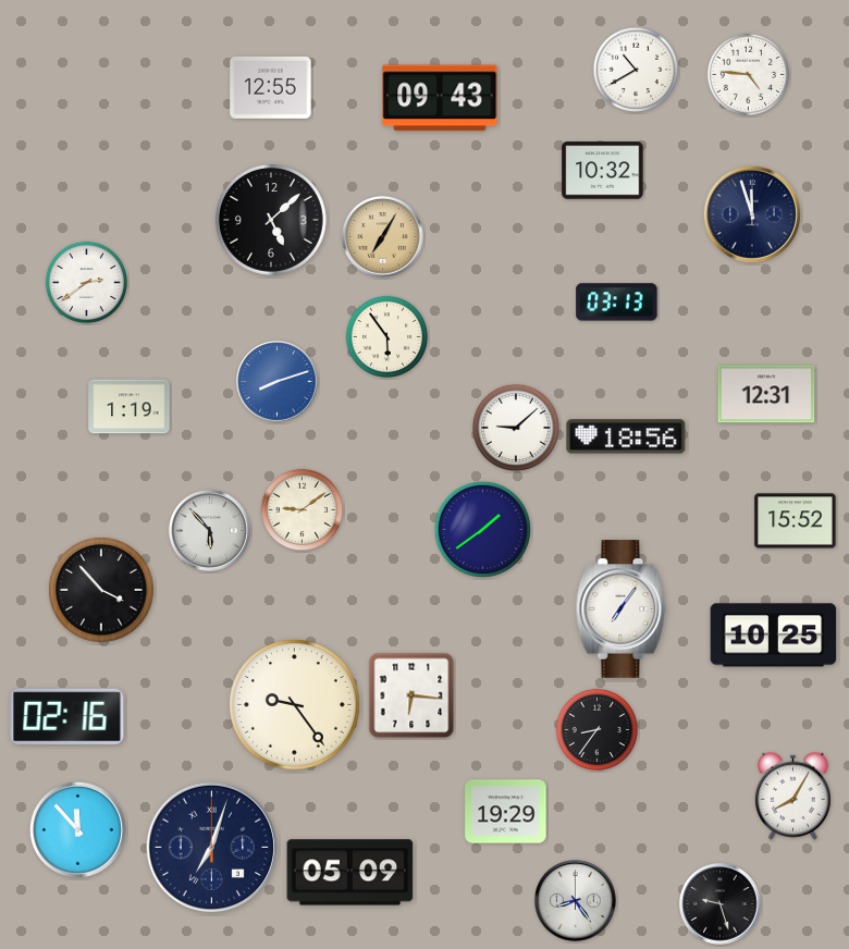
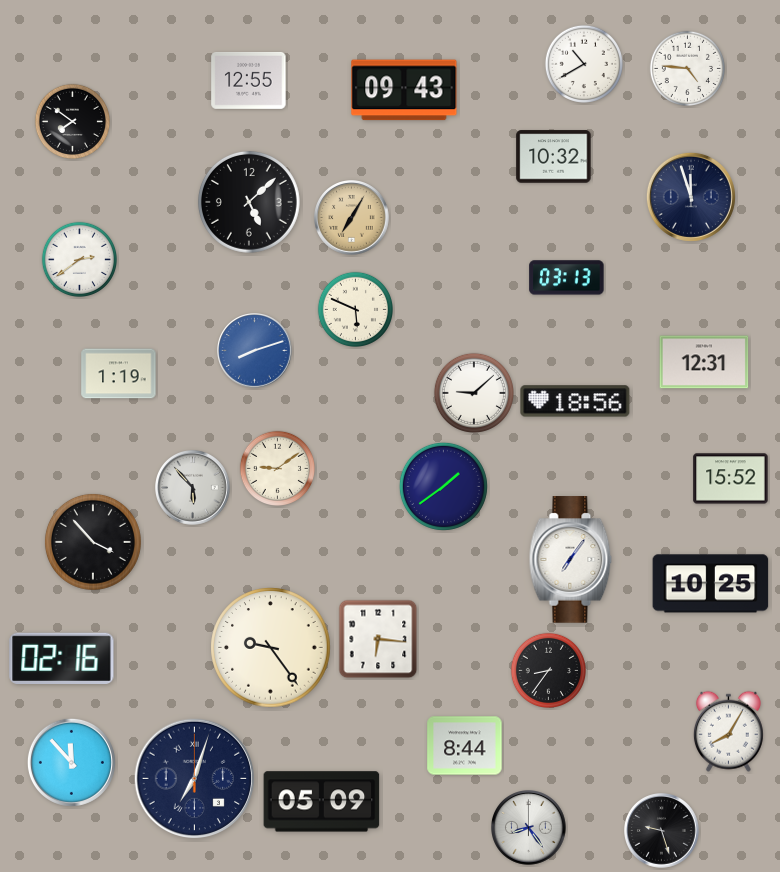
clock at (72, 121): none -> 7:51
clock at (386, 336): 5:54 -> 5:49
clock at (506, 812): 19:29 -> 8:44
